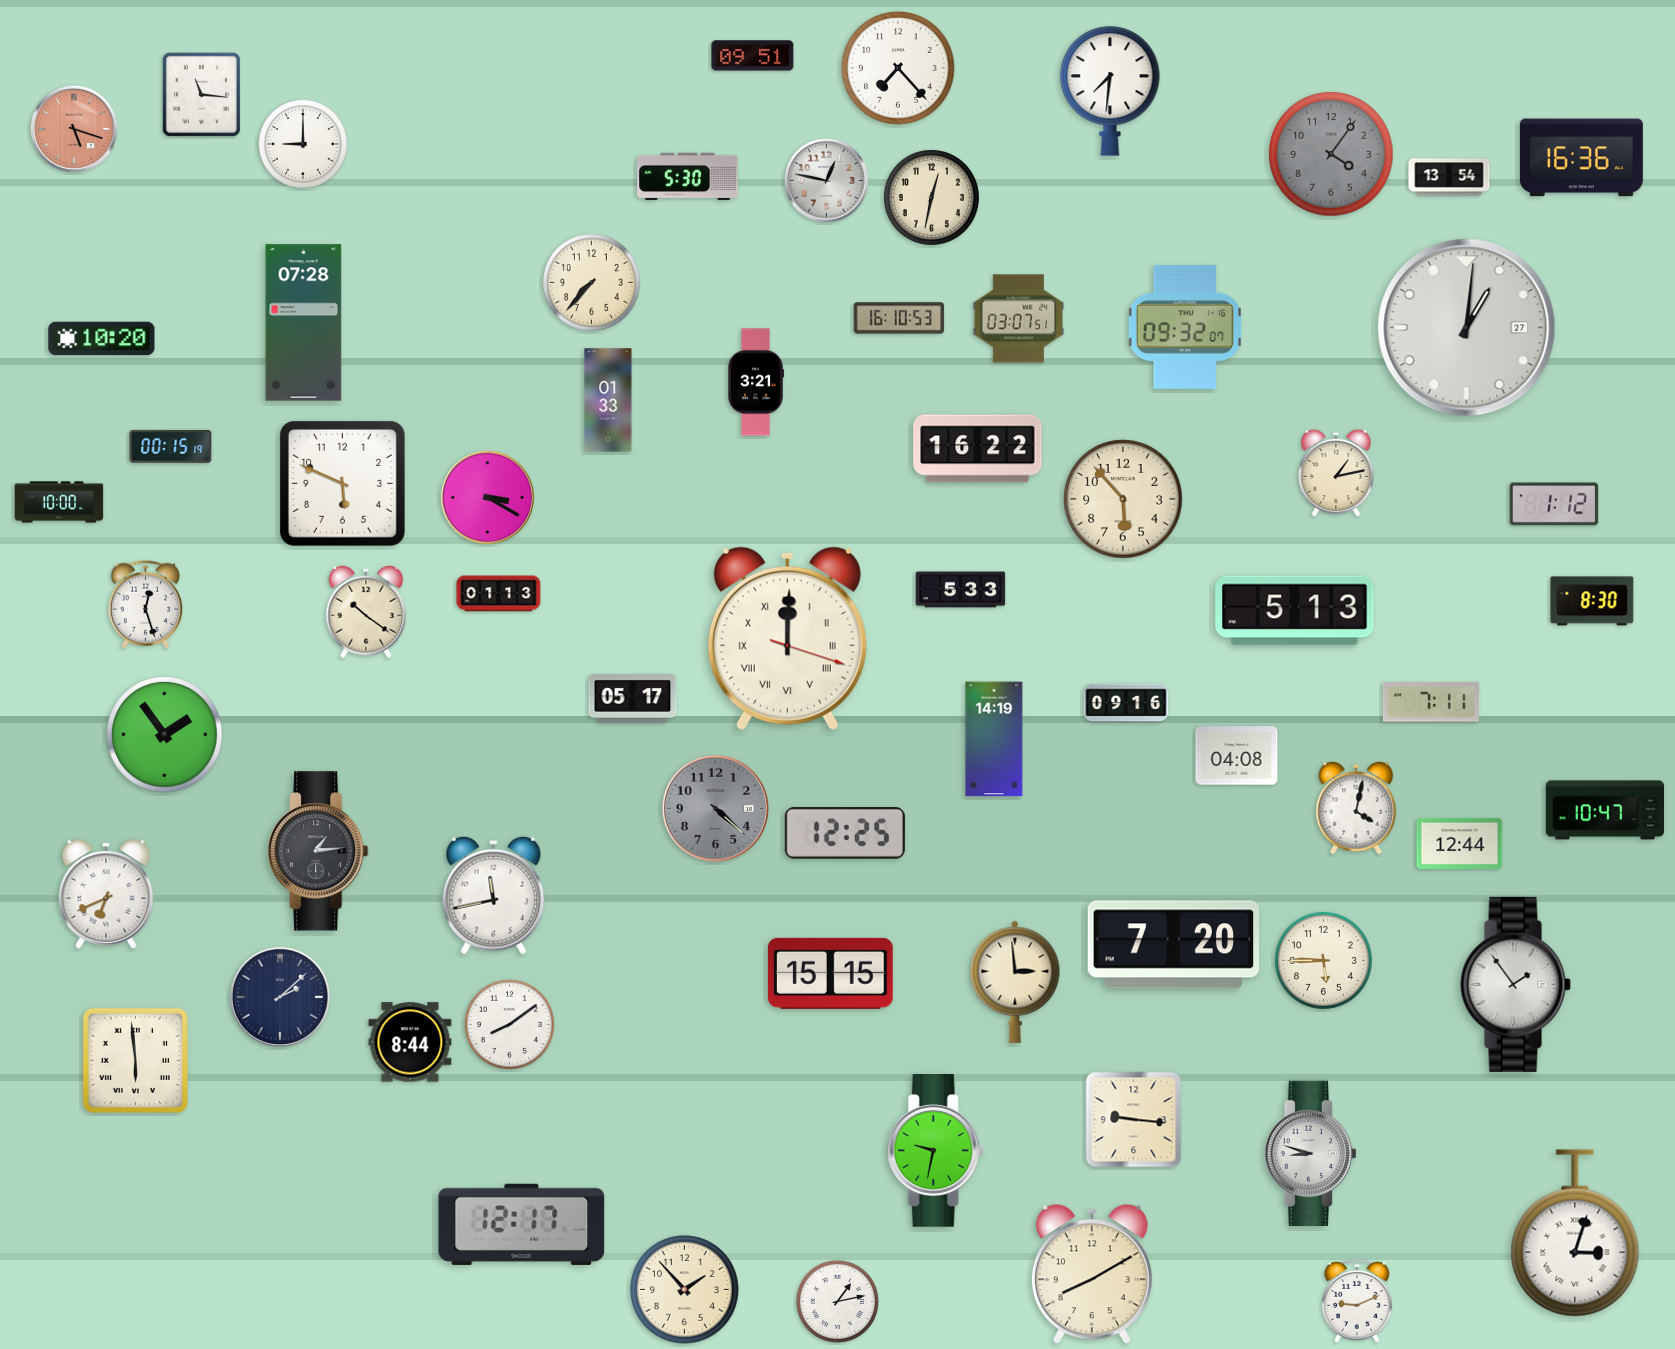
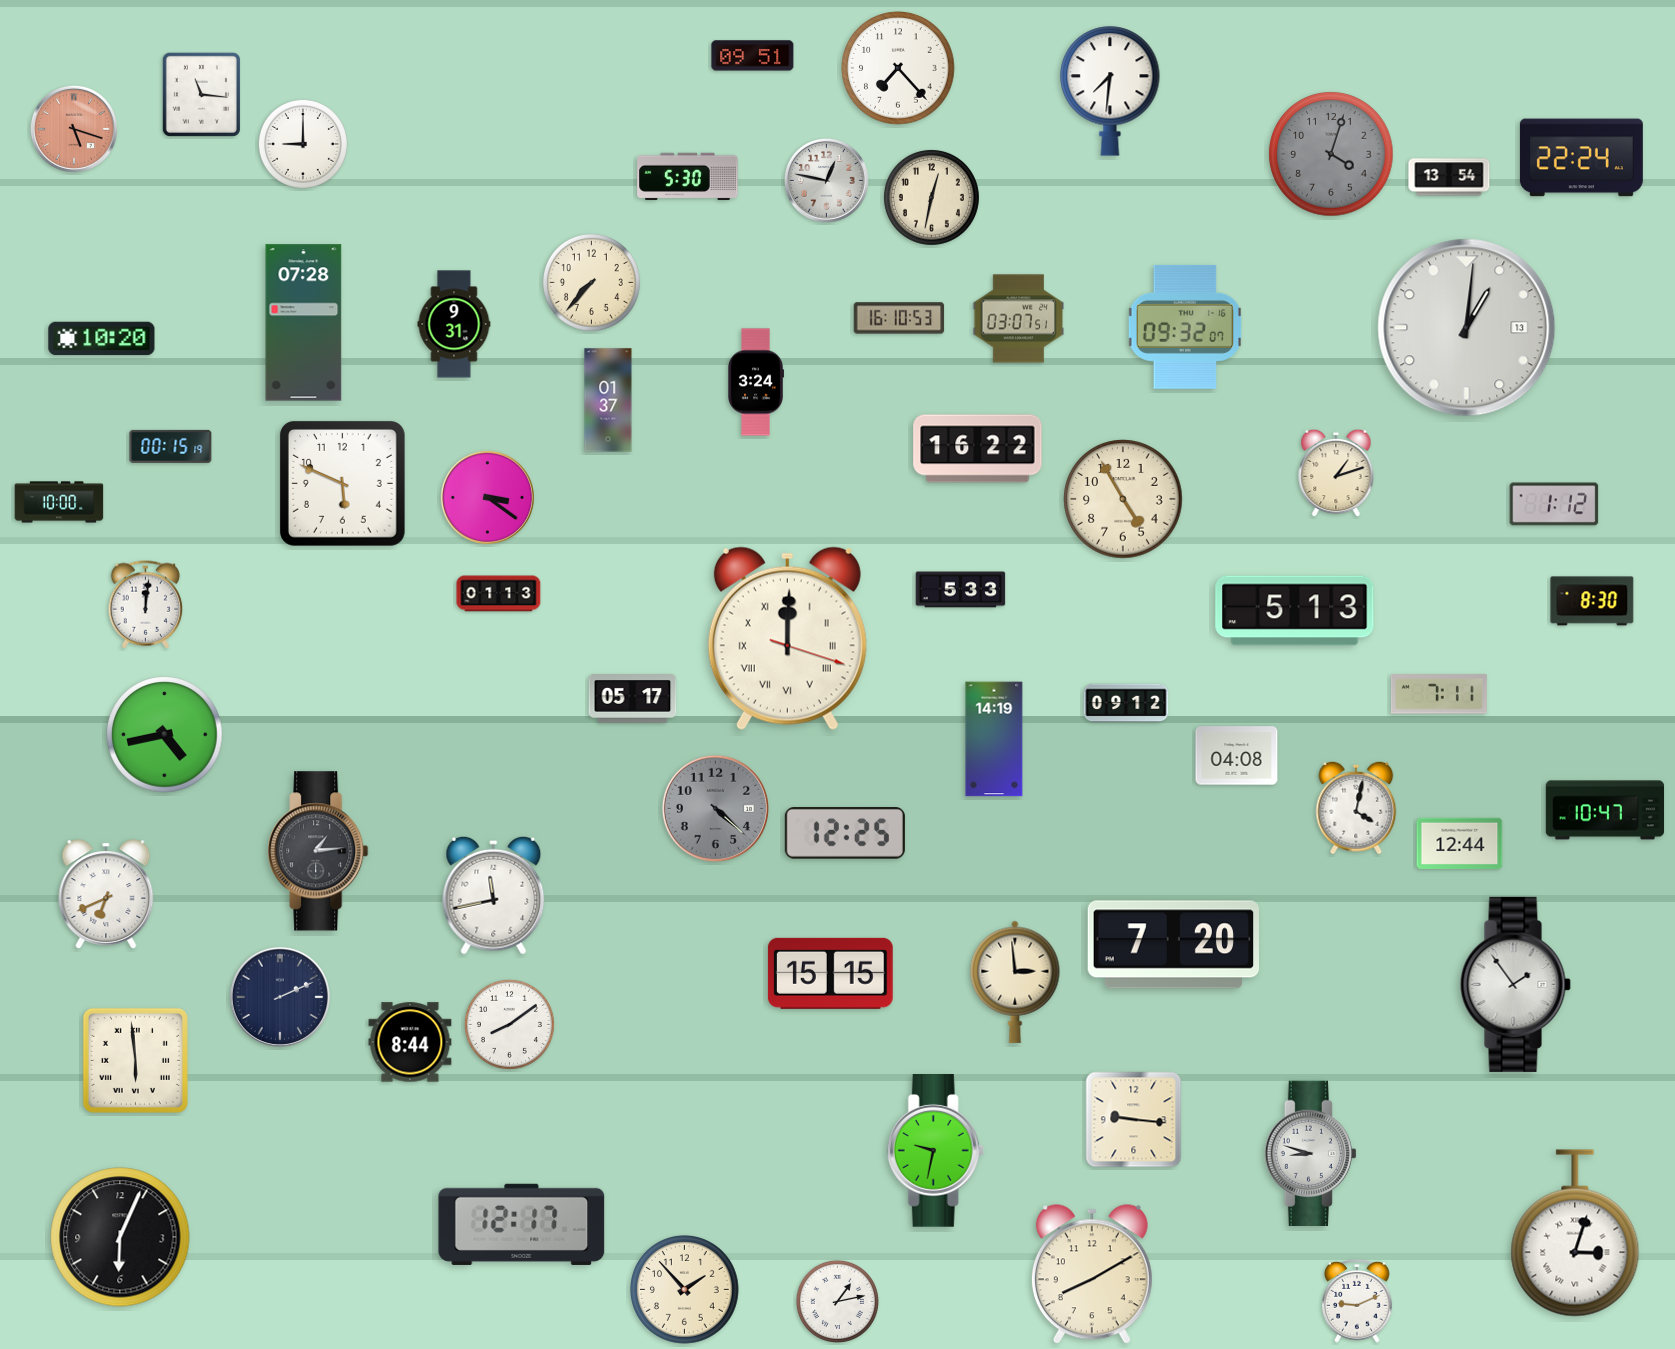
clock at (1331, 154): 4:06 -> 4:03
clock at (1581, 158): 16:36 -> 22:24
clock at (454, 324): none -> 9:31
clock at (1467, 328) date: 27 -> 13
clock at (756, 382): 3:21 -> 3:24
clock at (608, 400): 01:33 -> 01:37
clock at (1336, 473): 1:13 -> 1:12
clock at (487, 497): 3:20 -> 3:21
clock at (1123, 499): 5:53 -> 4:55
clock at (146, 605): 12:27 -> 12:01
clock at (366, 612): 10:21 -> none
clock at (1431, 702) position: (1431, 702) -> (1439, 694)
clock at (1126, 703): 09:16 -> 09:12
clock at (165, 735): 1:54 -> 4:43
clock at (1323, 960): 5:45 -> none
clock at (280, 997): 2:08 -> 2:11
clock at (120, 1237): none -> 6:04
